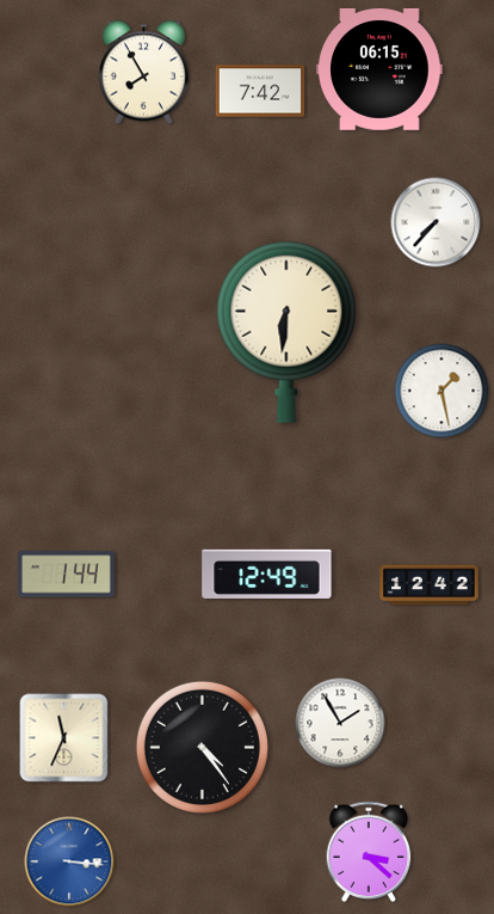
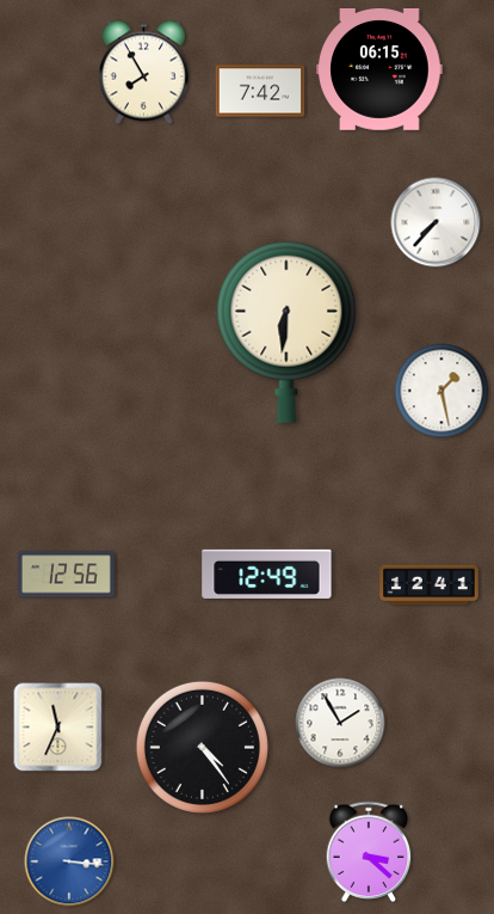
clock at (67, 575): 1:44 -> 12:56
clock at (430, 585): 12:42 -> 12:41
clock at (64, 738) position: (64, 738) -> (58, 728)
